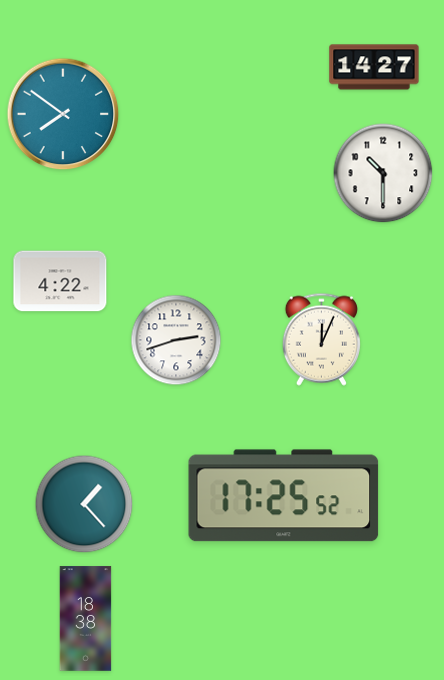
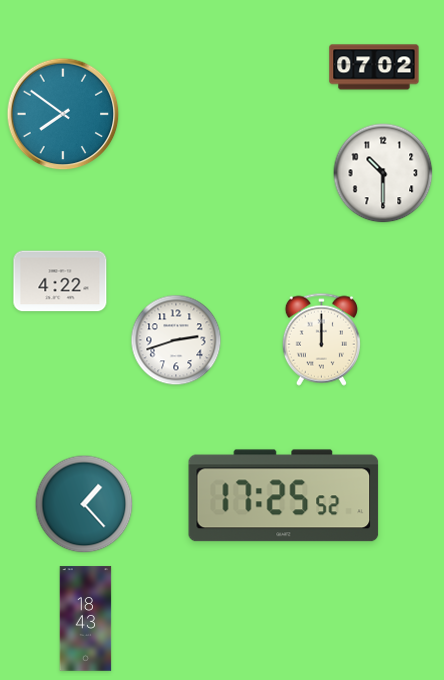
clock at (374, 67): 14:27 -> 07:02
clock at (321, 339): 12:04 -> 12:00
clock at (86, 619): 18:38 -> 18:43
